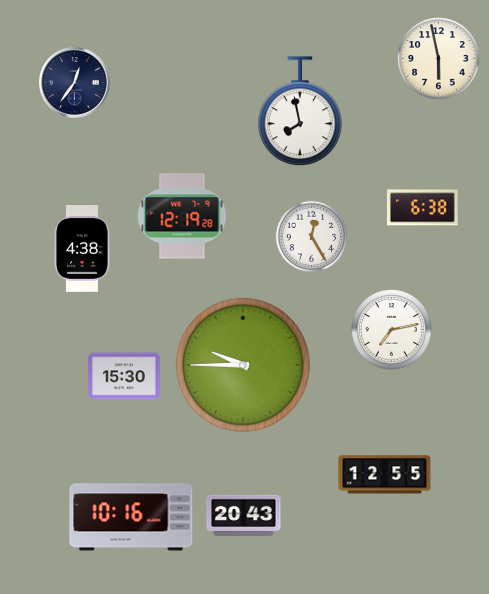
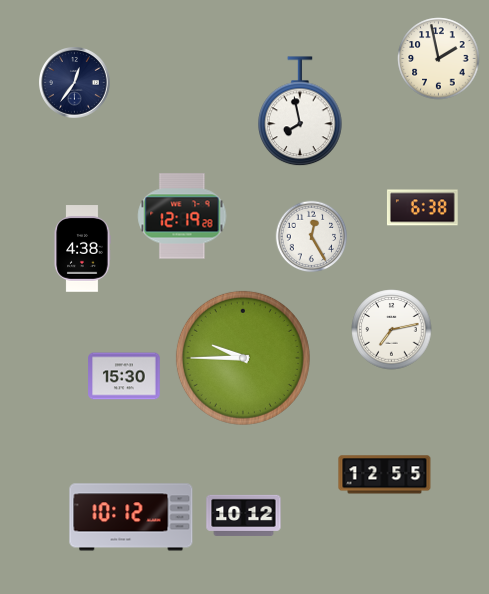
clock at (439, 59): 5:58 -> 1:58
clock at (243, 365) position: (243, 365) -> (243, 358)
clock at (244, 515): 20:43 -> 10:12
clock at (131, 517): 10:16 -> 10:12
